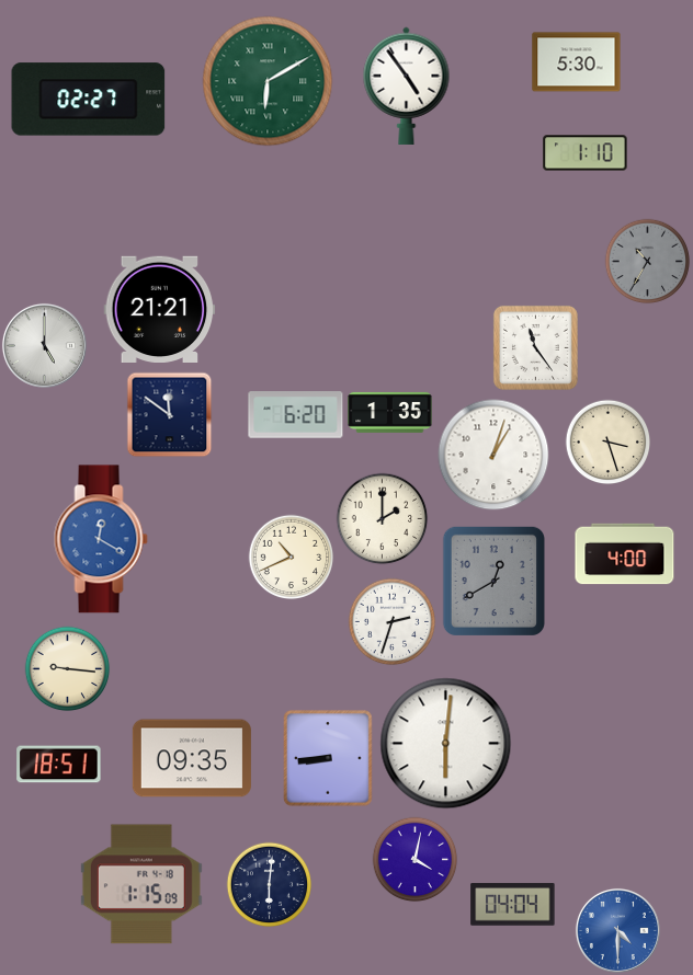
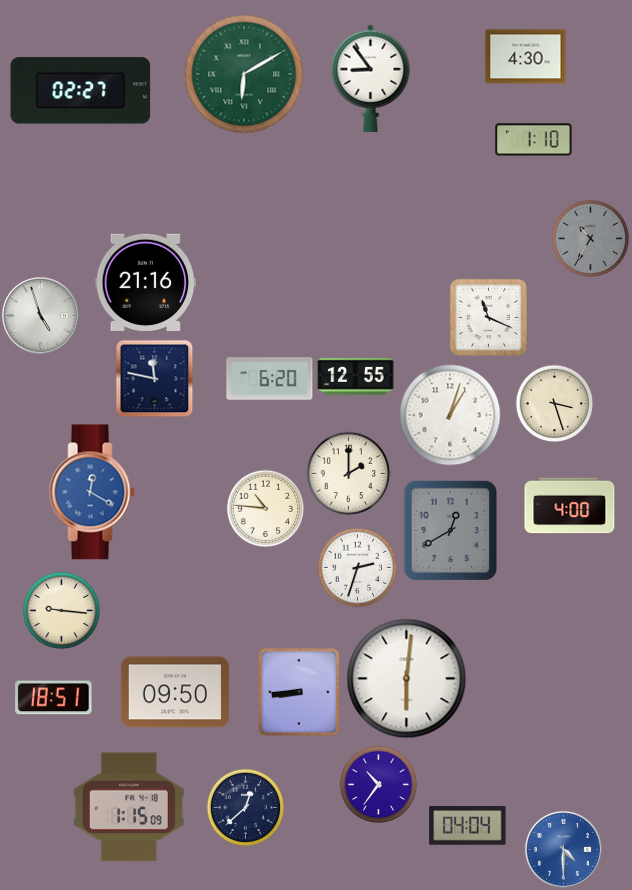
clock at (577, 62): 5:30 -> 4:30
clock at (407, 85): 4:54 -> 8:54
clock at (160, 309): 21:21 -> 21:16
clock at (44, 345): 5:00 -> 4:57
clock at (535, 347): 11:24 -> 11:19
clock at (390, 412): 1:35 -> 12:55
clock at (169, 414): 11:51 -> 11:47
clock at (291, 557): 10:41 -> 10:46
clock at (192, 758): 09:35 -> 09:50
clock at (414, 859): 4:02 -> 10:36
clock at (269, 884): 6:01 -> 12:38
